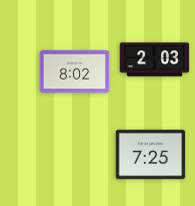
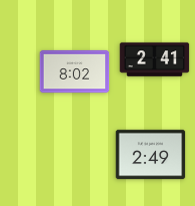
clock at (155, 60): 2:03 -> 2:41
clock at (151, 155): 7:25 -> 2:49
